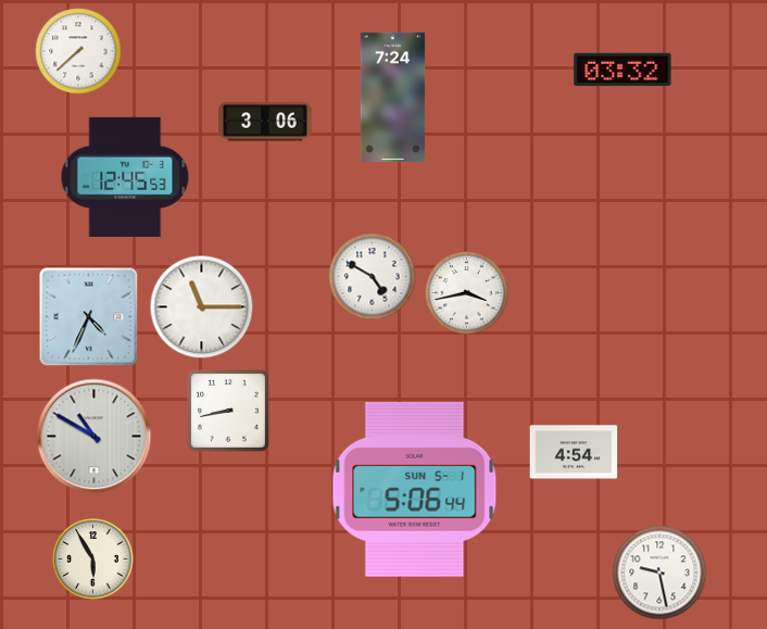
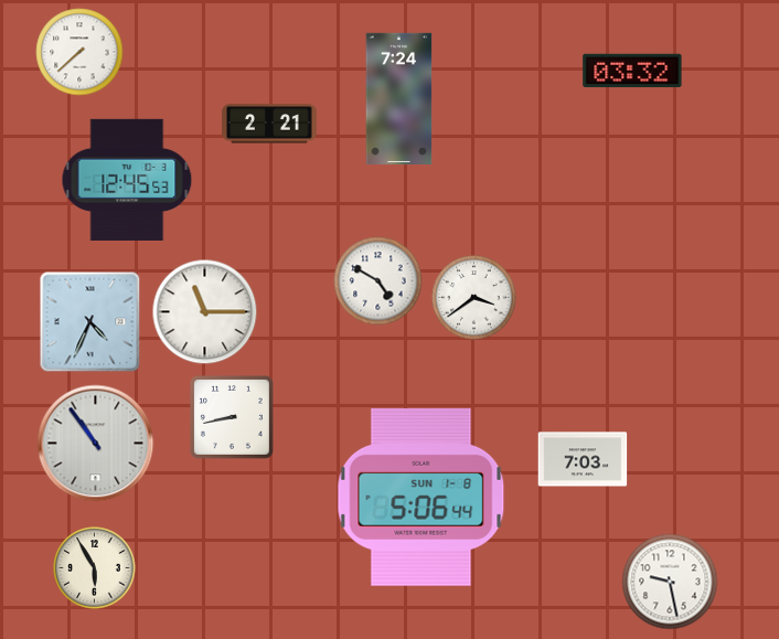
clock at (265, 122): 3:06 -> 2:21
clock at (467, 293): 3:43 -> 3:39
clock at (95, 437): 10:50 -> 10:54
clock at (574, 452): 4:54 -> 7:03
clock at (415, 489) date: SUN 5-1 -> SUN 1-8
